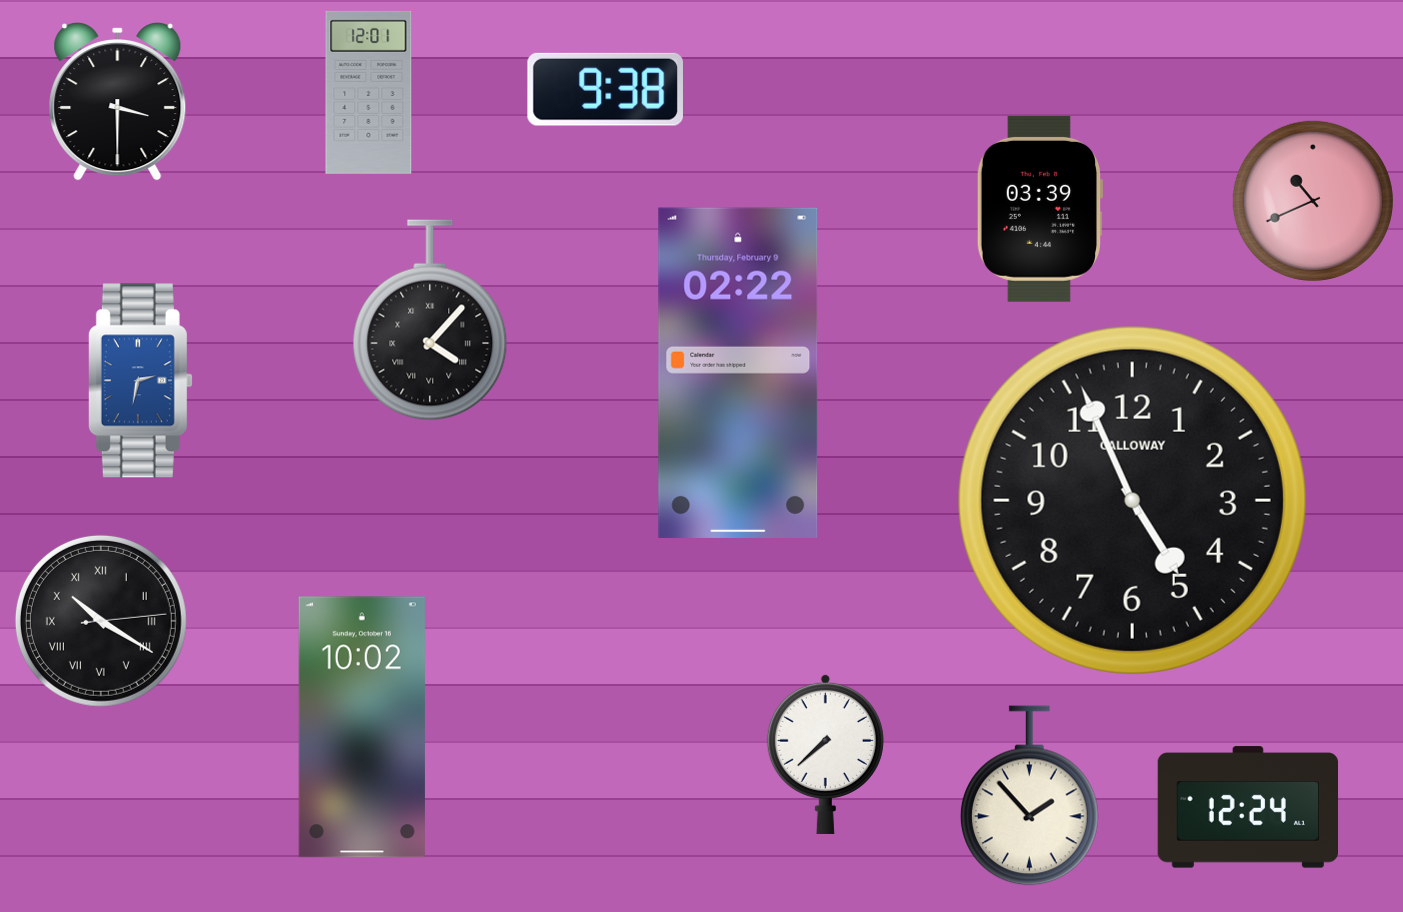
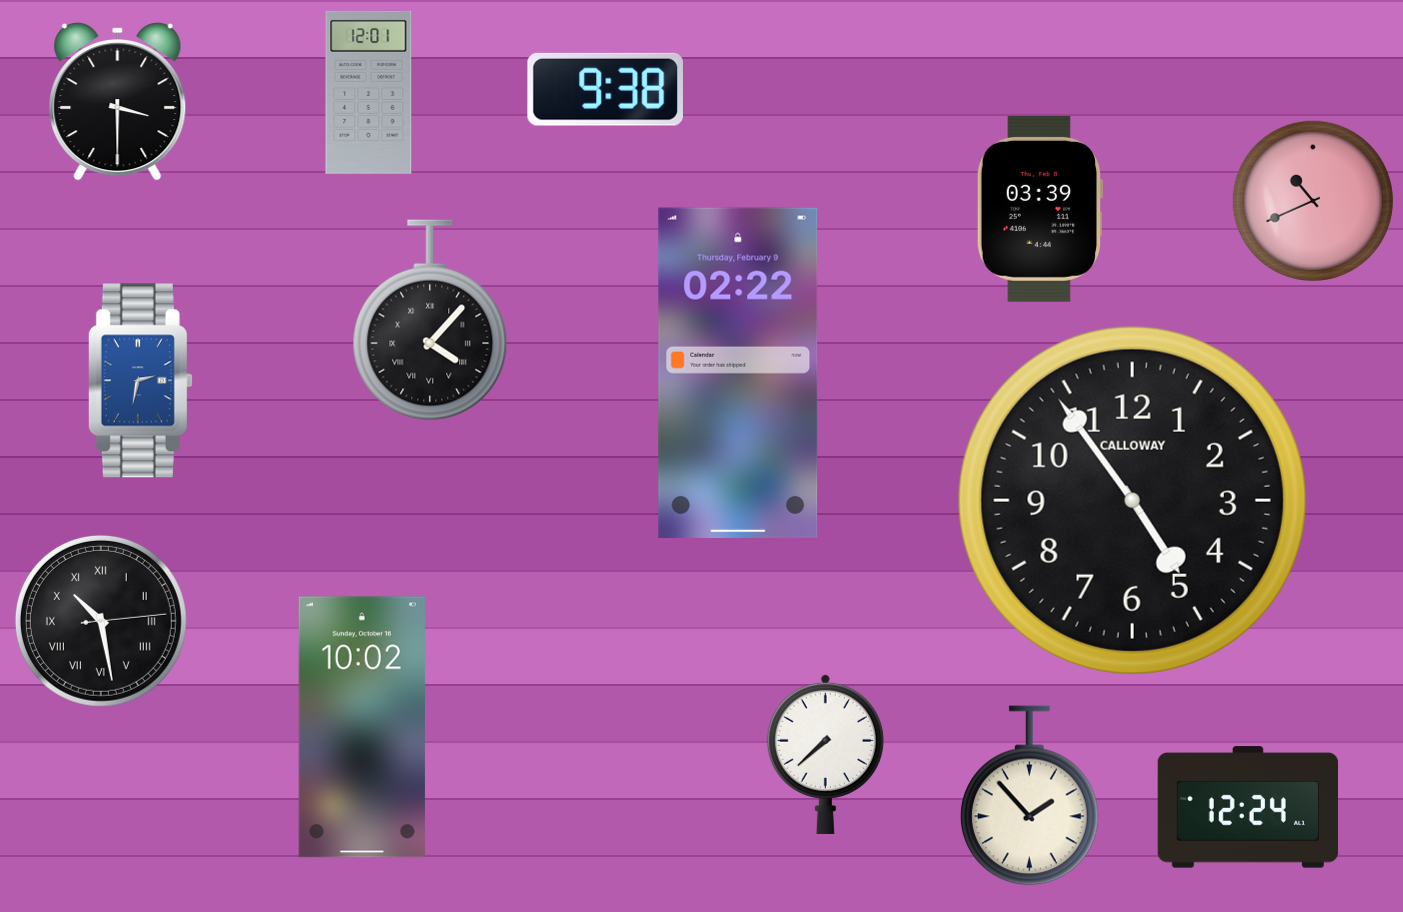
clock at (1132, 500): 4:56 -> 4:54
clock at (101, 621): 10:20 -> 10:28
